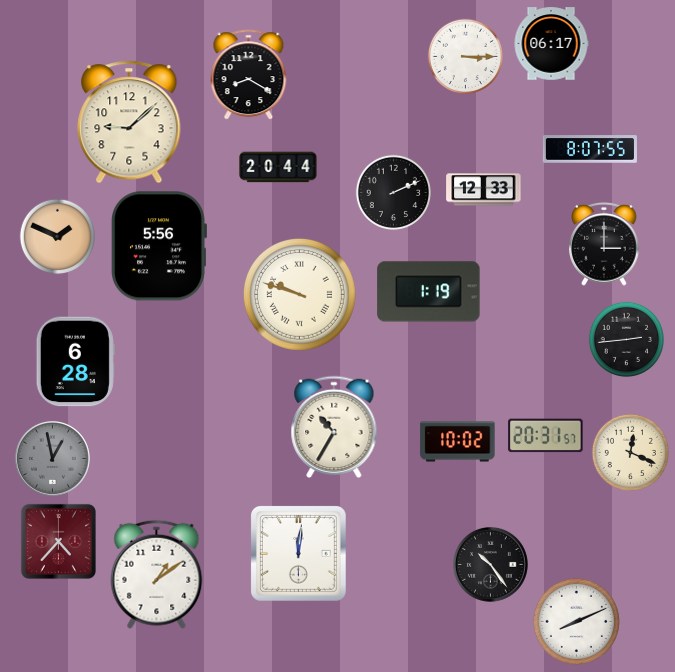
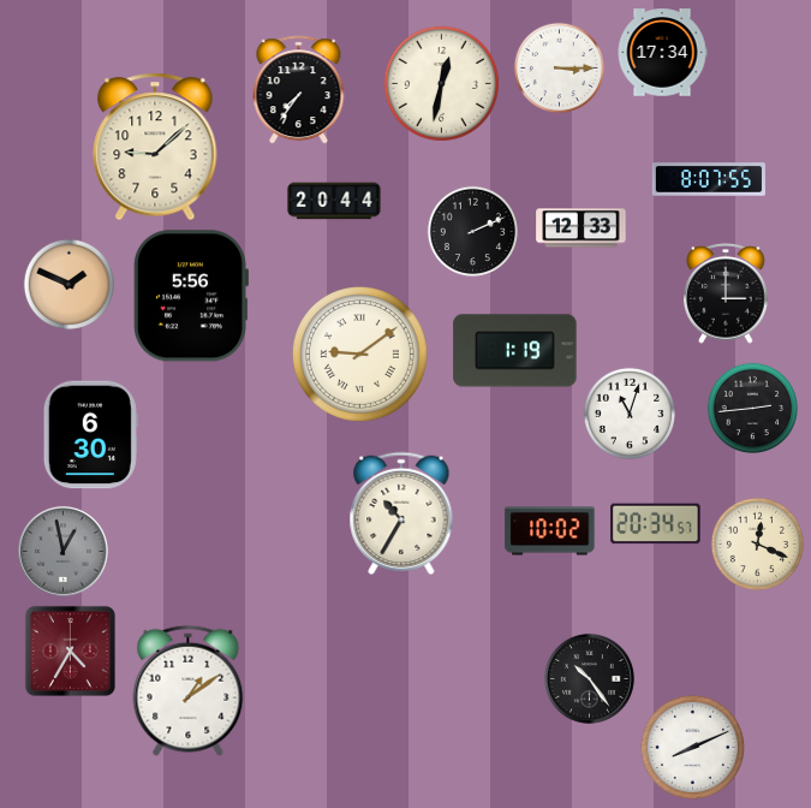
clock at (551, 44): 06:17 -> 17:34
clock at (441, 83): none -> 12:32
clock at (249, 75): 8:20 -> 7:36
clock at (299, 295): 9:48 -> 9:09
clock at (628, 412): none -> 11:03
clock at (75, 362): 6:28 -> 6:30
clock at (546, 436): 20:31 -> 20:34
clock at (58, 541): 4:37 -> 4:35
clock at (298, 553): 12:01 -> none
